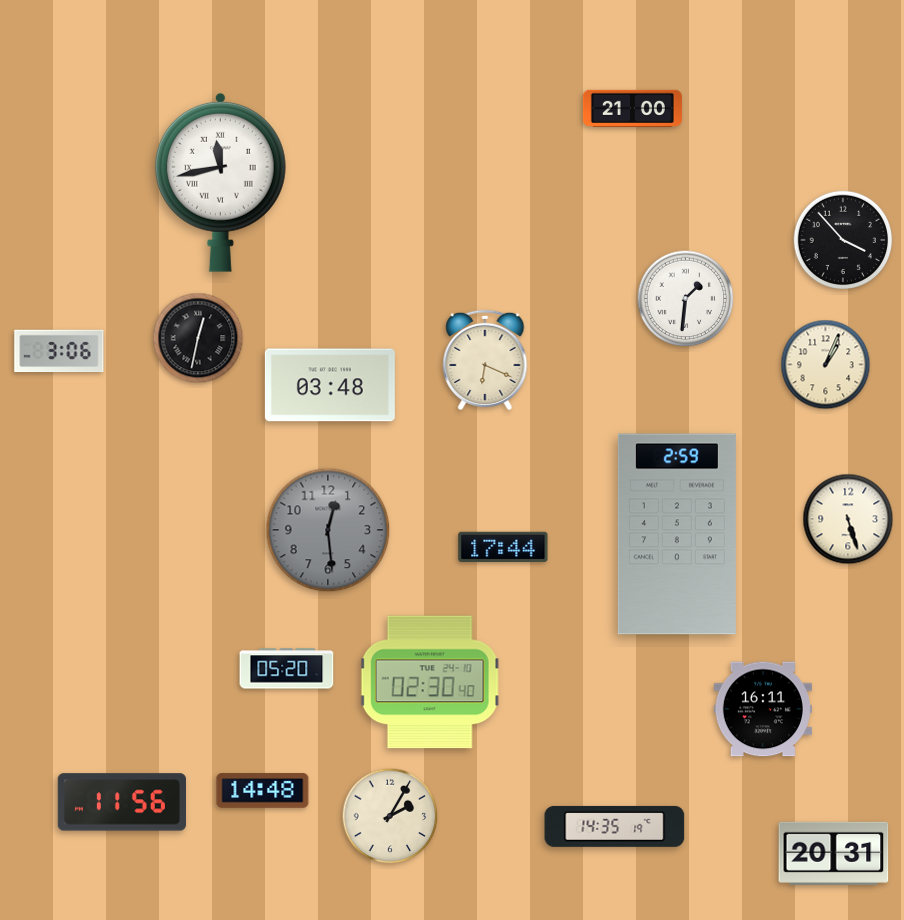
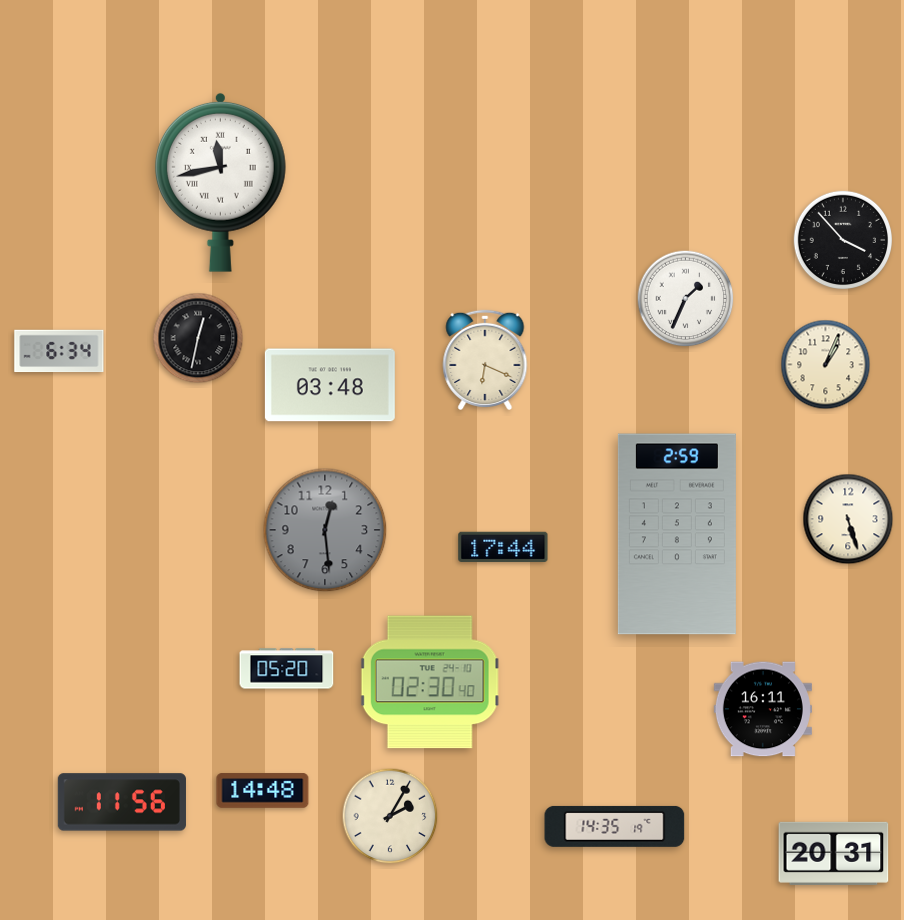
clock at (632, 108): 21:00 -> none
clock at (686, 299): 1:31 -> 1:34
clock at (59, 351): 3:06 -> 6:34
clock at (328, 530) position: (328, 530) -> (325, 530)
